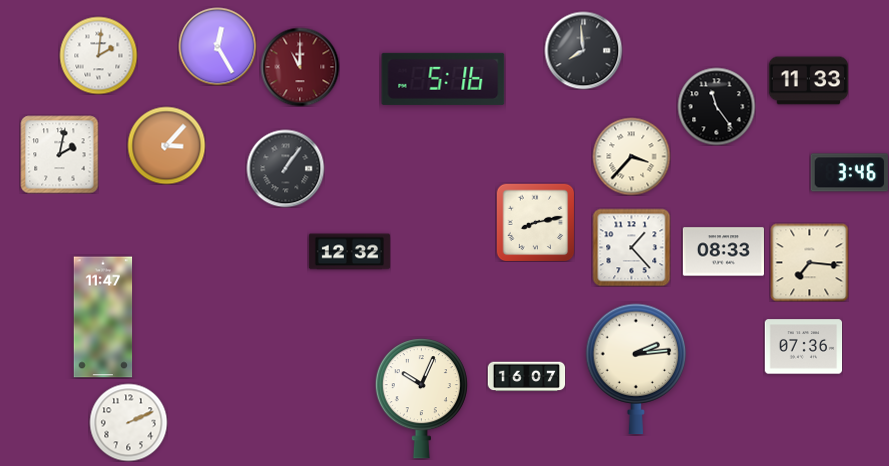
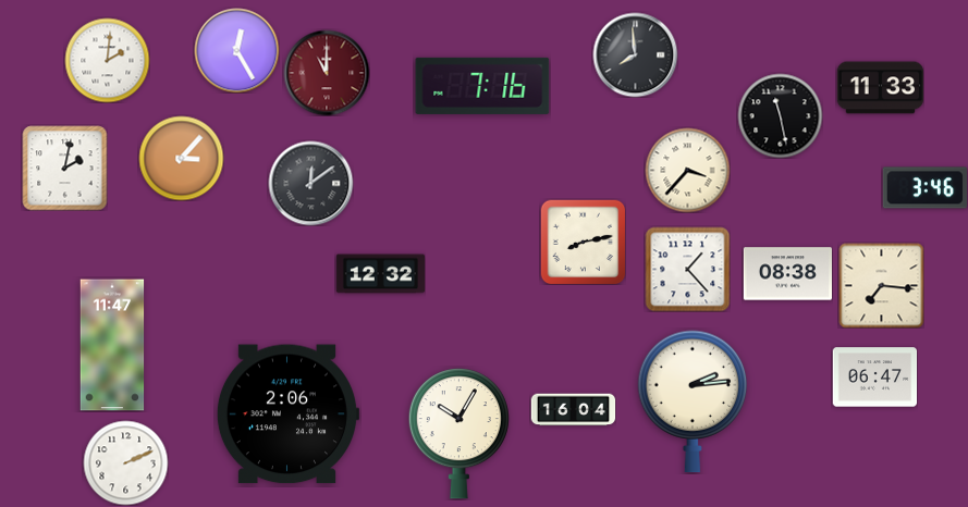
clock at (443, 79): 5:16 -> 7:16
clock at (716, 106): 11:24 -> 11:28
clock at (285, 168): 1:06 -> 12:09
clock at (723, 252): 08:33 -> 08:38
clock at (803, 347): 07:36 -> 06:47
clock at (526, 377): 16:07 -> 16:04
clock at (286, 415): none -> 2:06
clock at (421, 399): 10:04 -> 10:05
clock at (128, 422) position: (128, 422) -> (125, 462)
